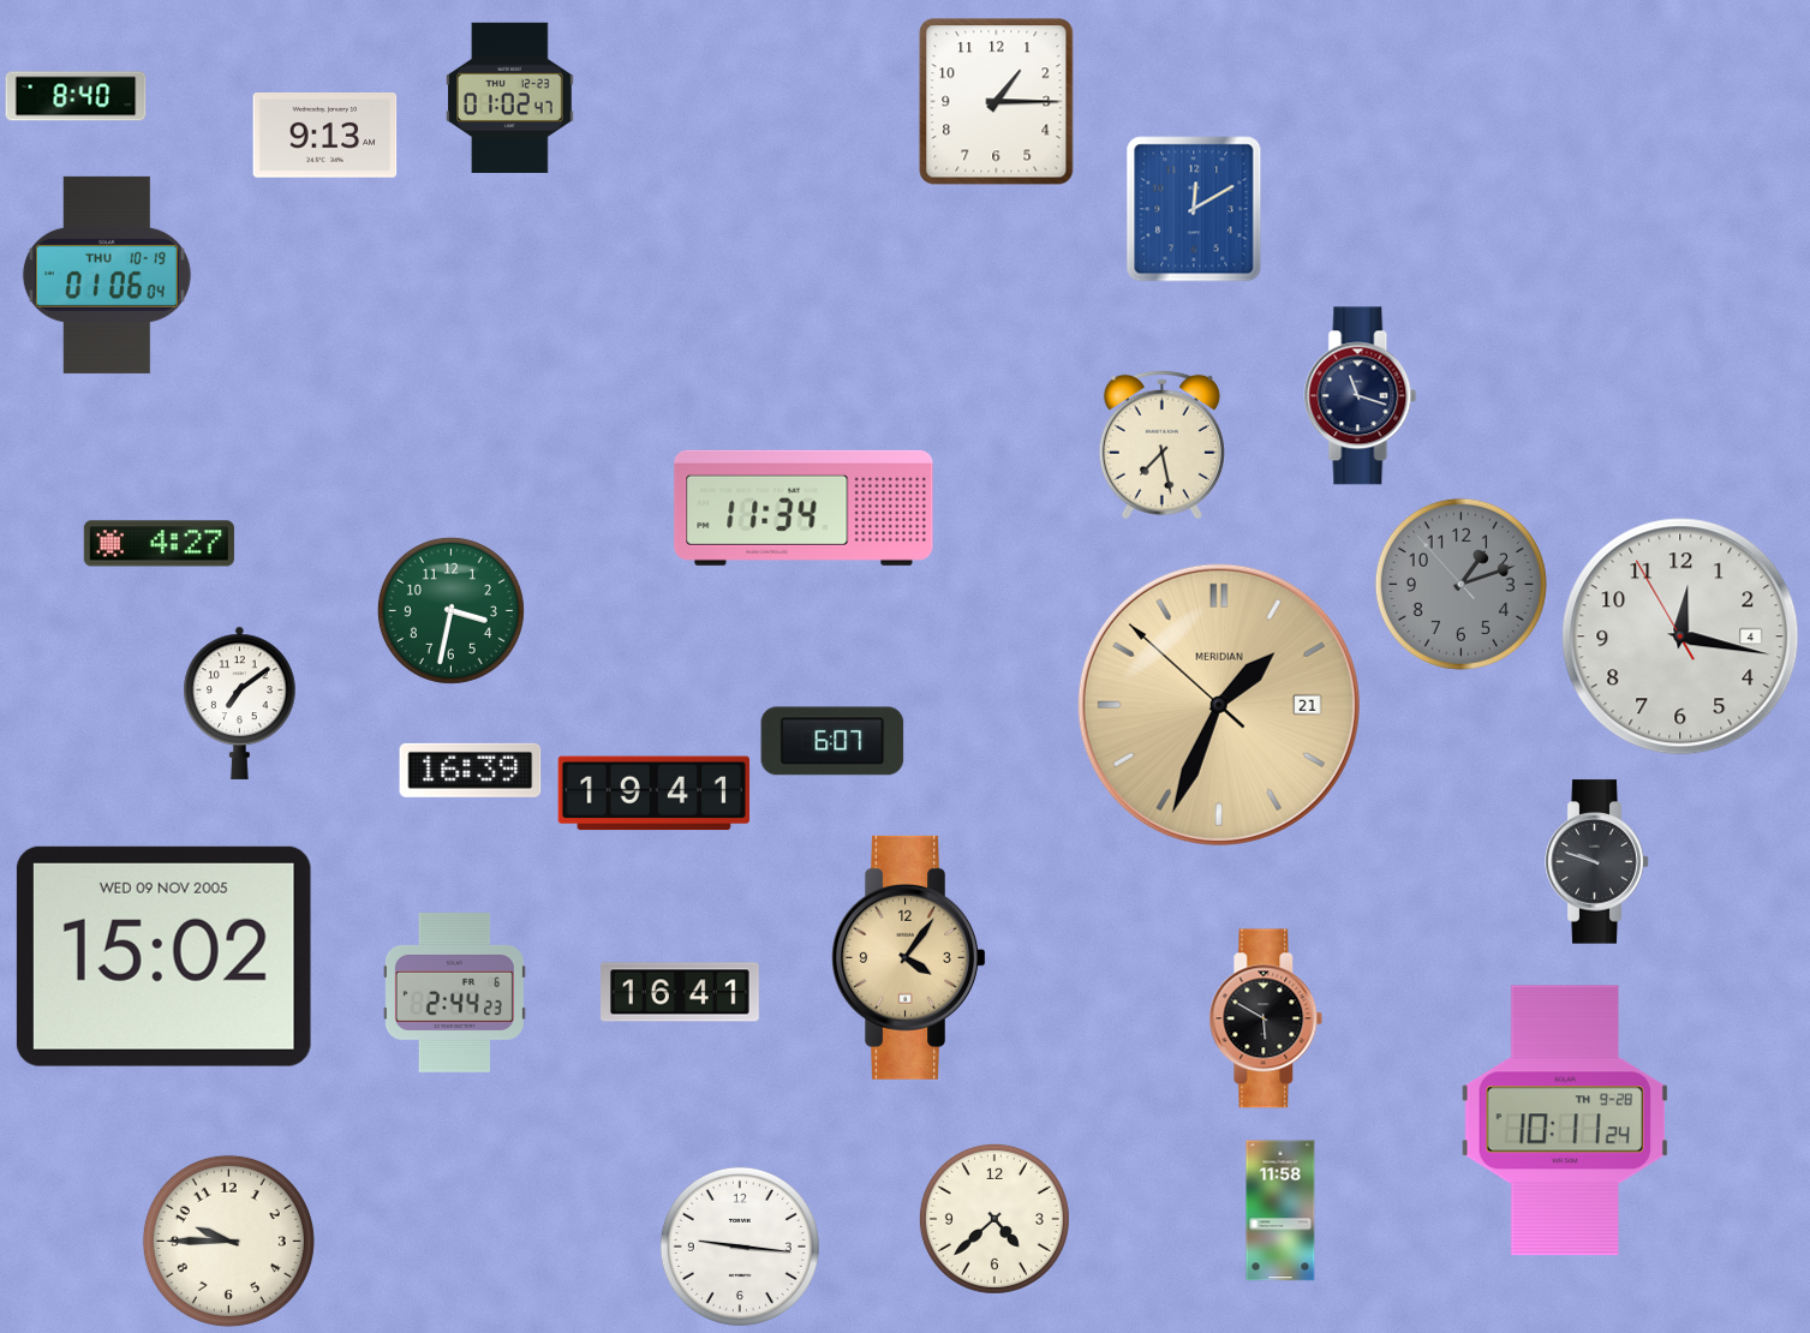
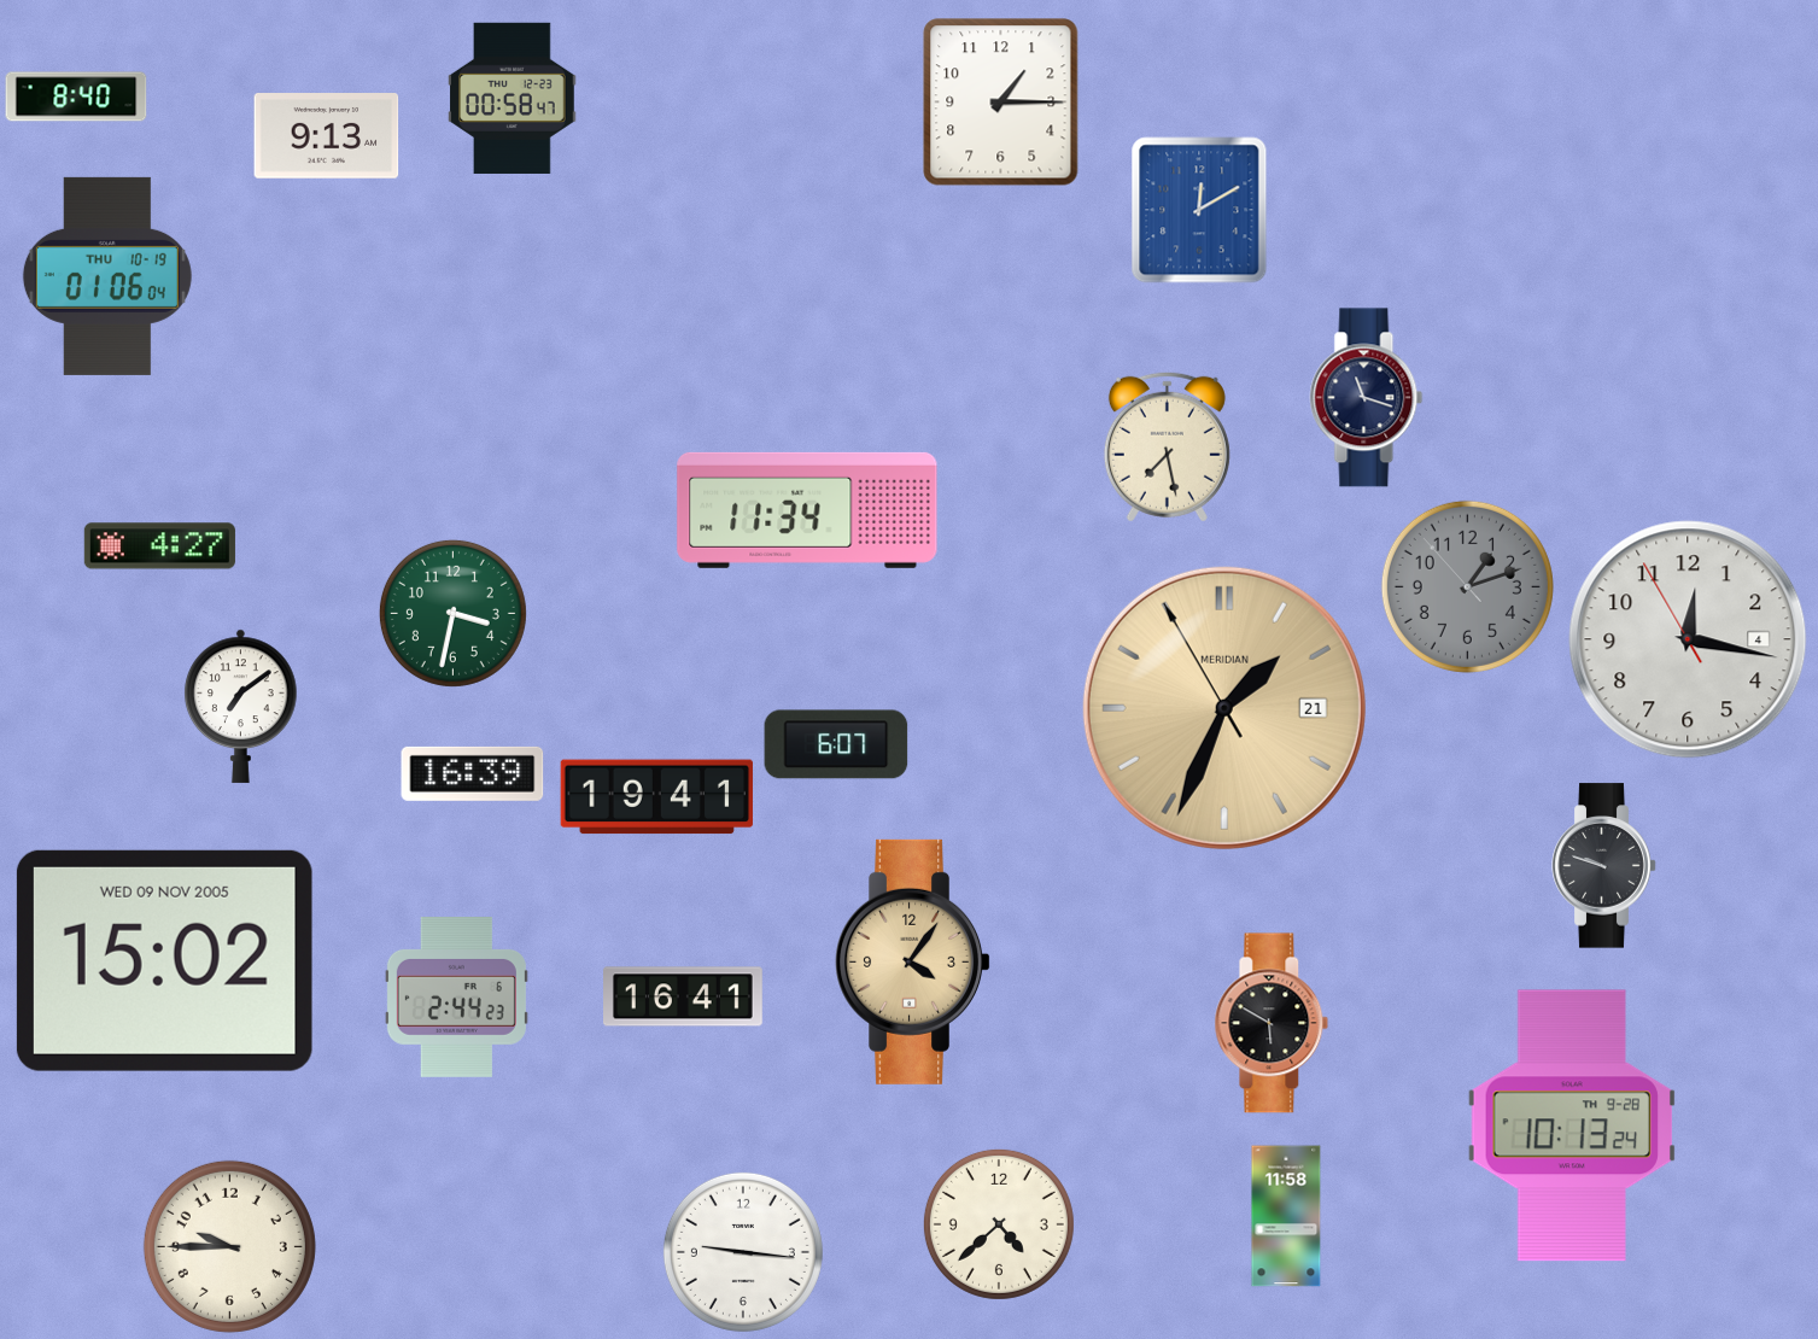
clock at (510, 97): 01:02 -> 00:58
clock at (1219, 705): 1:33:52 -> 1:33:55
clock at (1564, 1120): 10:11 -> 10:13
